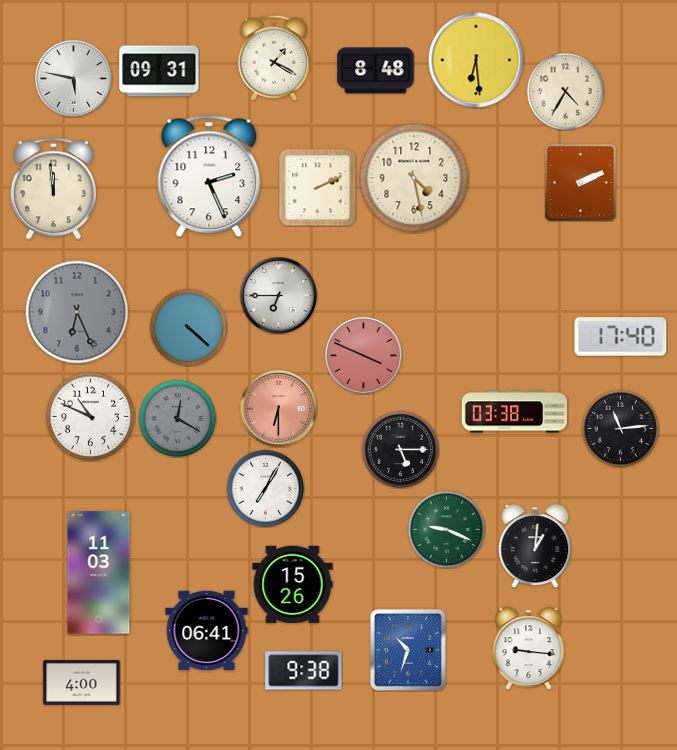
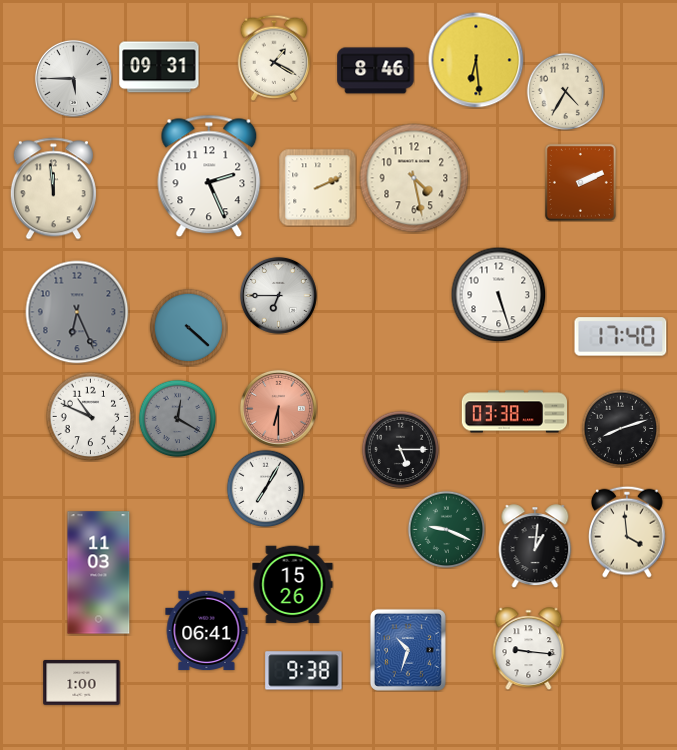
clock at (159, 71) position: (159, 71) -> (159, 67)
clock at (376, 71): 8:48 -> 8:46
clock at (73, 78): 5:47 -> 5:45
clock at (498, 294): none -> 5:27
clock at (363, 355): 3:49 -> none
clock at (620, 428): 11:14 -> 8:12
clock at (628, 532): none -> 3:59
clock at (82, 682): 4:00 -> 1:00
